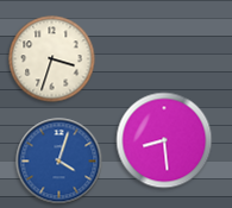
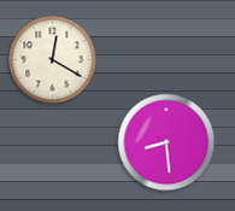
clock at (52, 59): 3:33 -> 12:20
clock at (59, 162): 4:03 -> none
